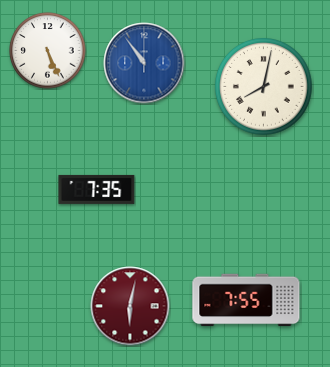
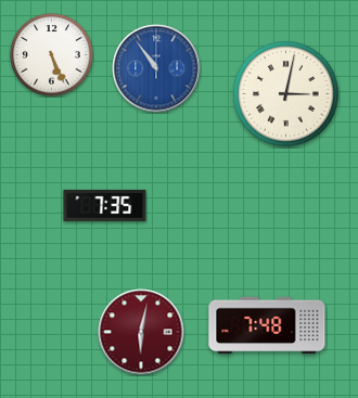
clock at (264, 87): 8:02 -> 3:02
clock at (246, 300): 7:55 -> 7:48
